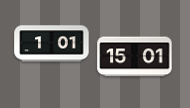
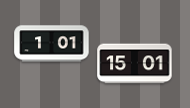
clock at (135, 57) position: (135, 57) -> (135, 64)
